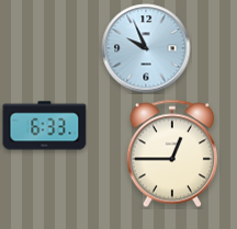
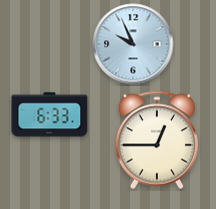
clock at (45, 126) position: (45, 126) -> (50, 115)
